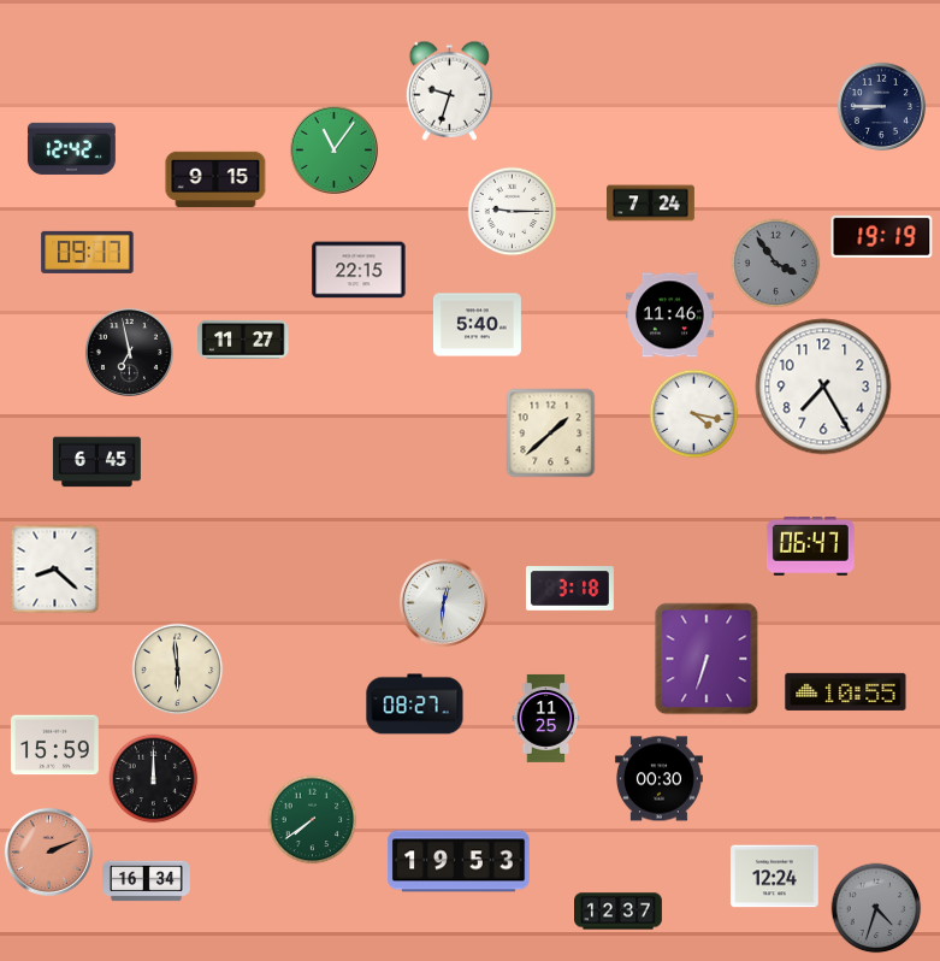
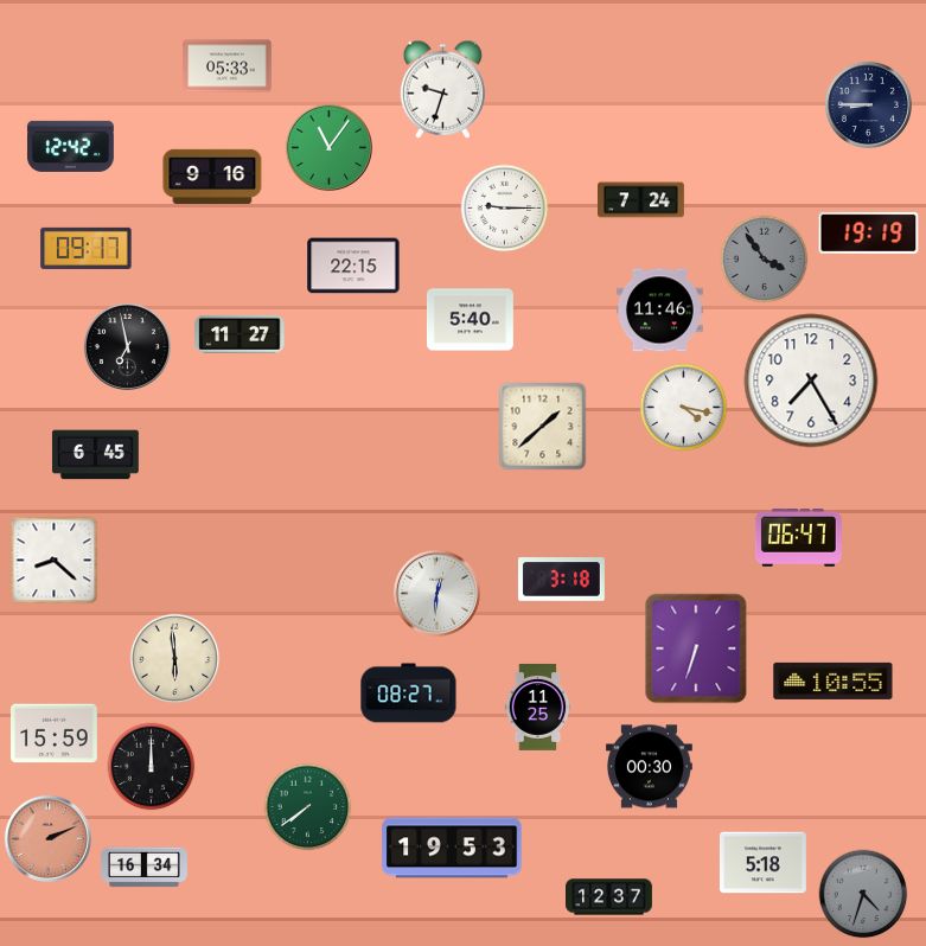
clock at (228, 66): none -> 05:33
clock at (215, 179): 9:15 -> 9:16
clock at (774, 877): 12:24 -> 5:18
